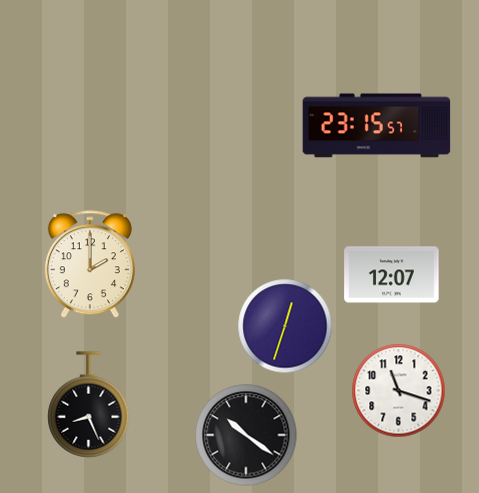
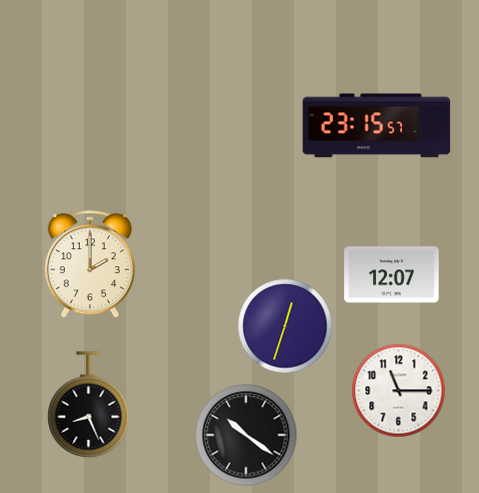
clock at (399, 391): 11:18 -> 11:15
